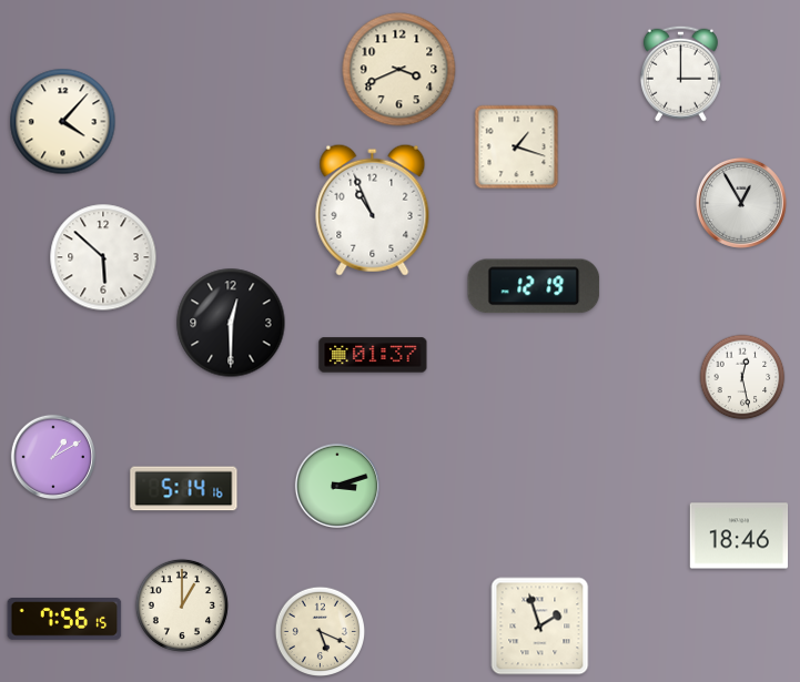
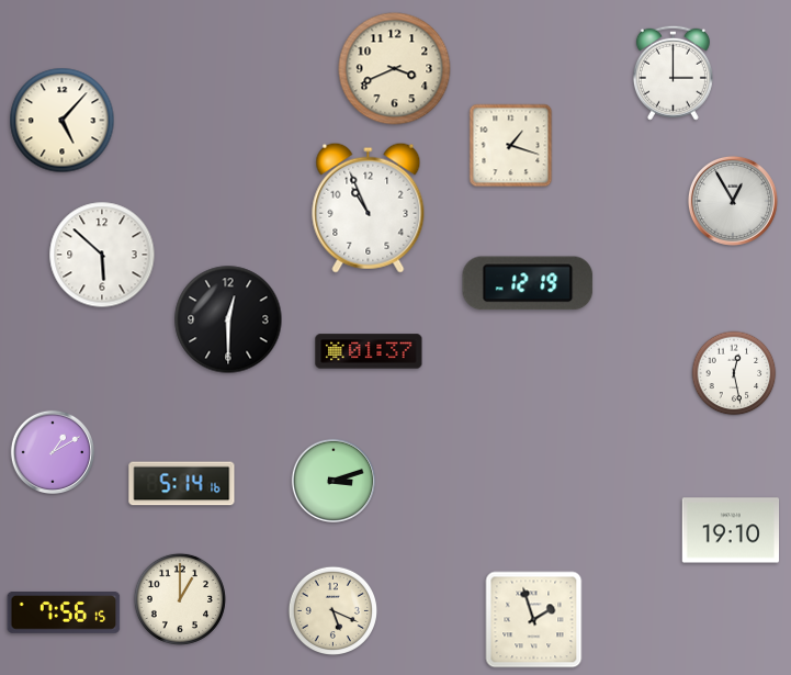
clock at (63, 122): 4:07 -> 5:07
clock at (739, 536): 18:46 -> 19:10
clock at (321, 632) position: (321, 632) -> (334, 611)
